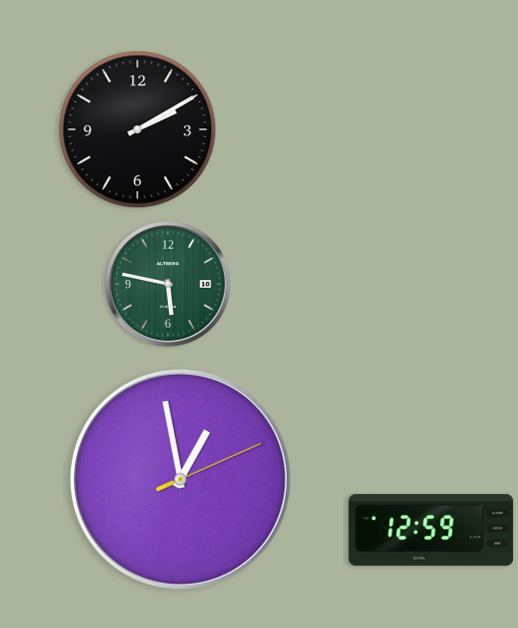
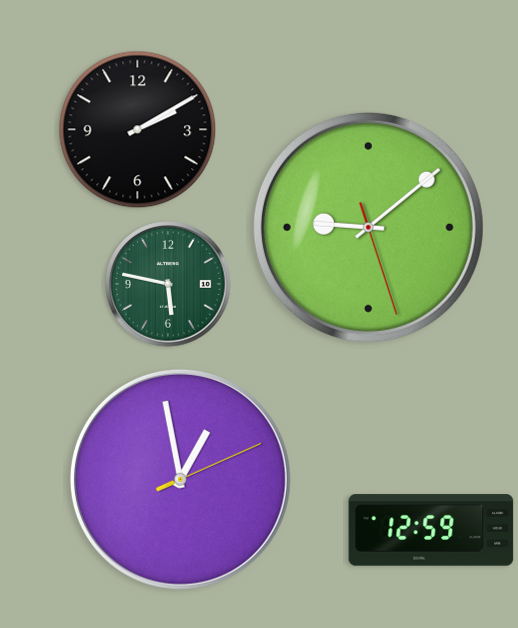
clock at (368, 227): none -> 9:08
